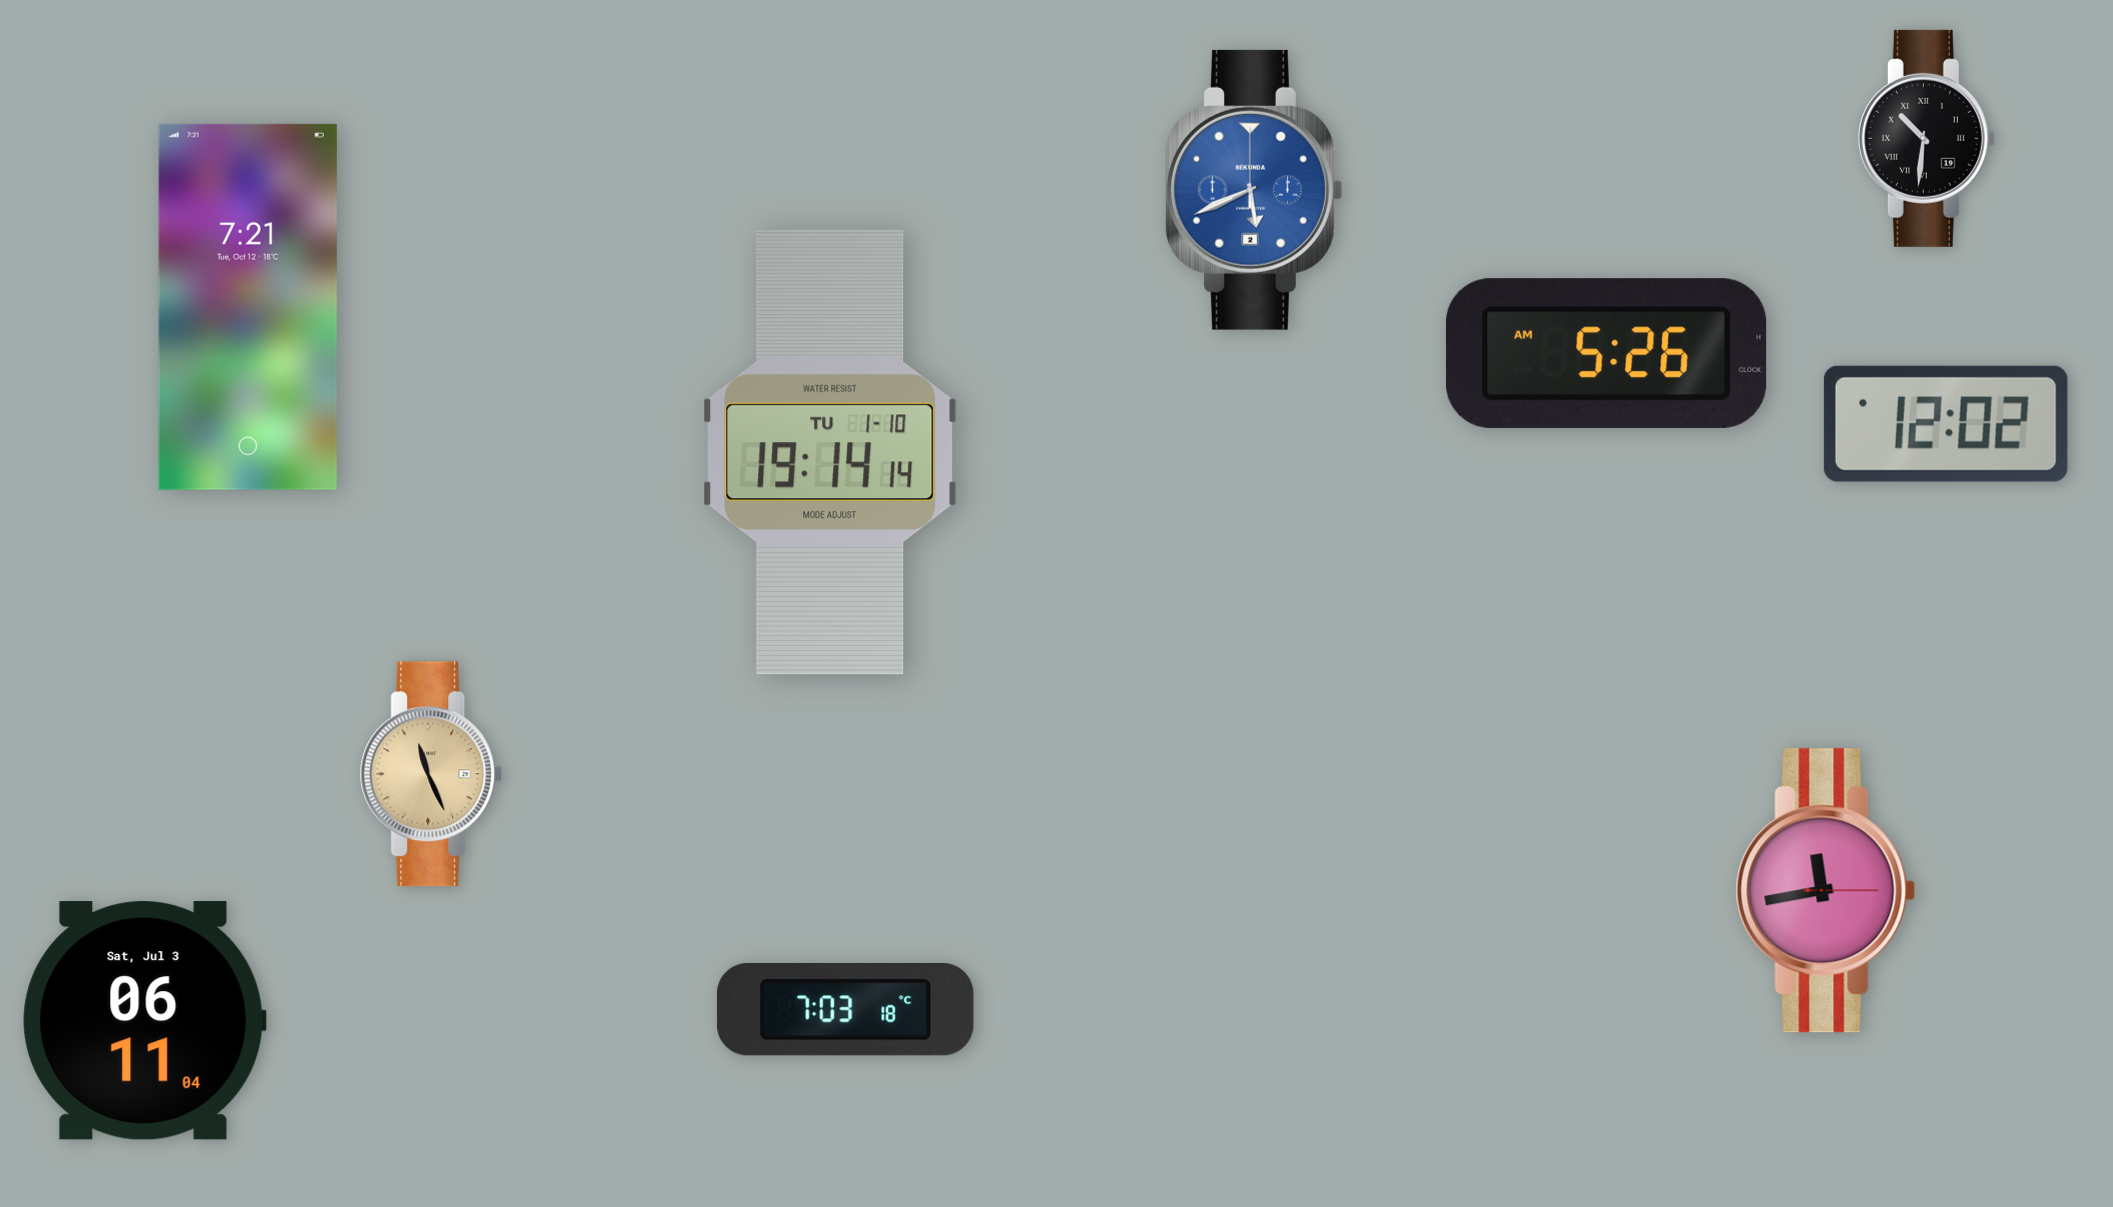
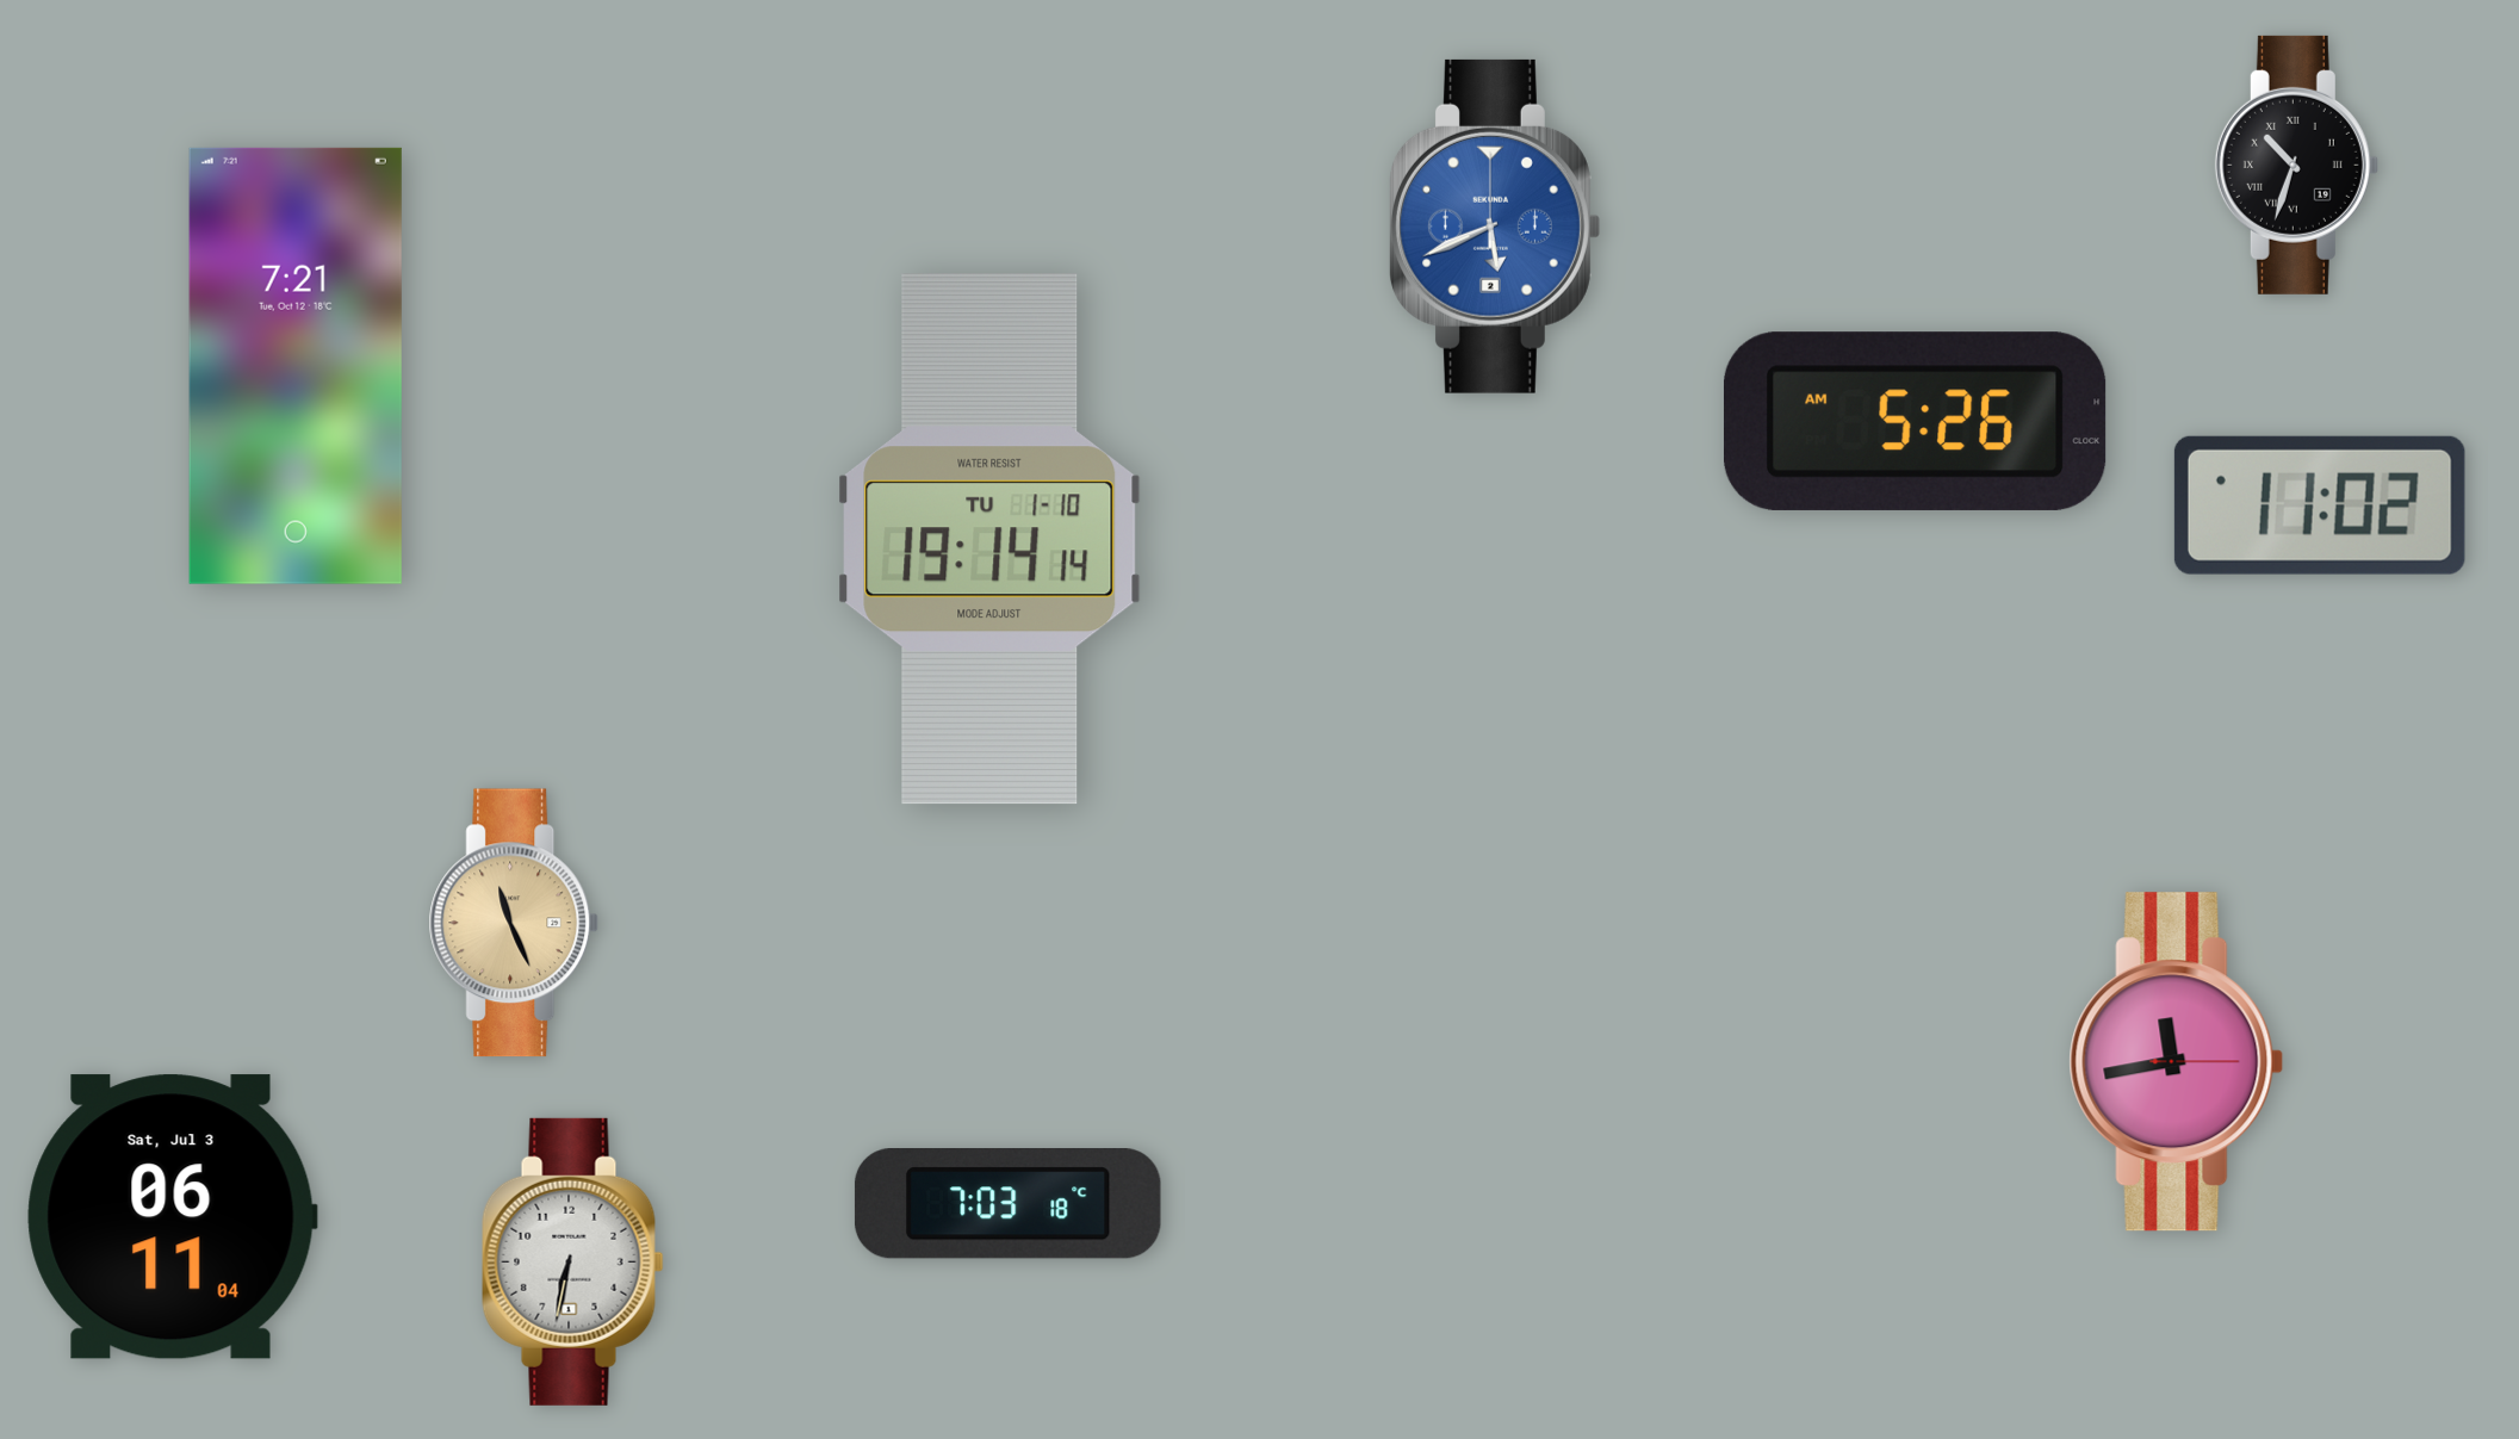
clock at (1926, 138): 10:31 -> 10:33
clock at (1946, 424): 12:02 -> 11:02
clock at (573, 1261): none -> 6:32
